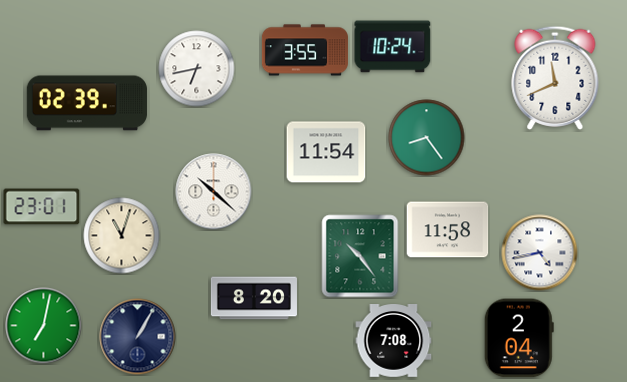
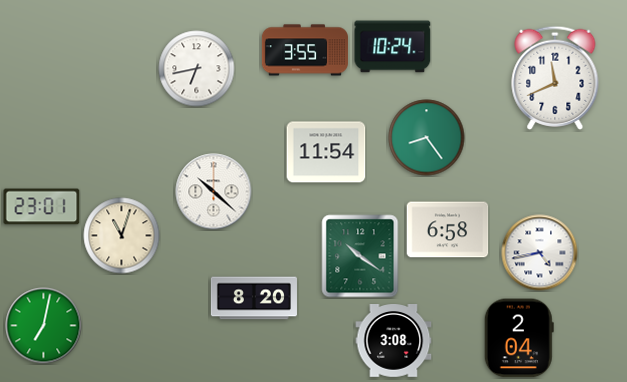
clock at (87, 103): 02:39 -> none
clock at (448, 230): 11:58 -> 6:58
clock at (360, 256): 10:24 -> 10:21
clock at (138, 337): 1:05 -> none
clock at (394, 341): 7:08 -> 3:08
